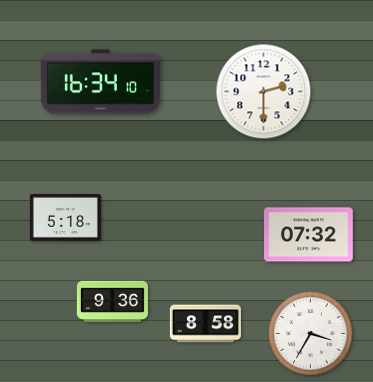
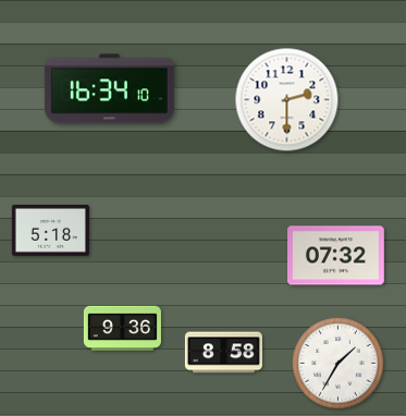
clock at (65, 217) position: (65, 217) -> (50, 230)
clock at (311, 334): 3:35 -> 1:35
